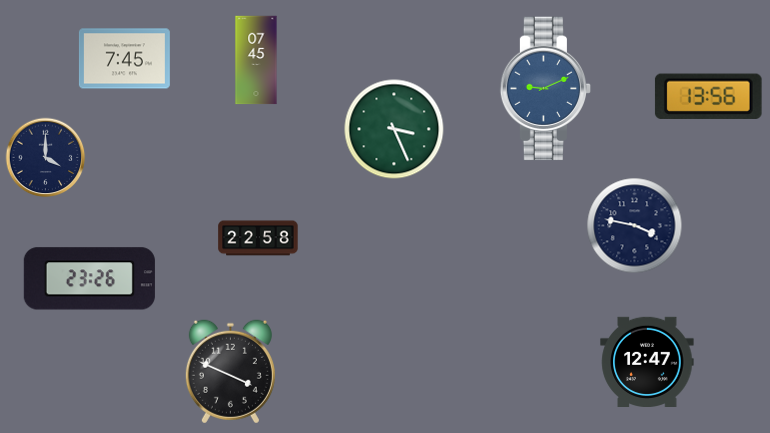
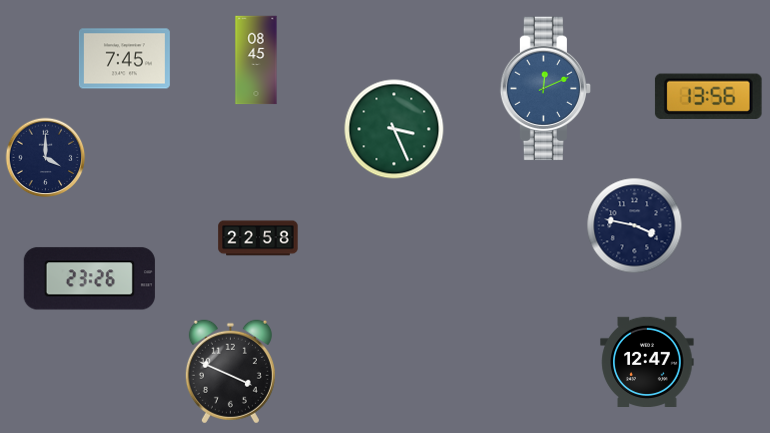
clock at (256, 60): 07:45 -> 08:45
clock at (546, 89): 9:11 -> 12:11
